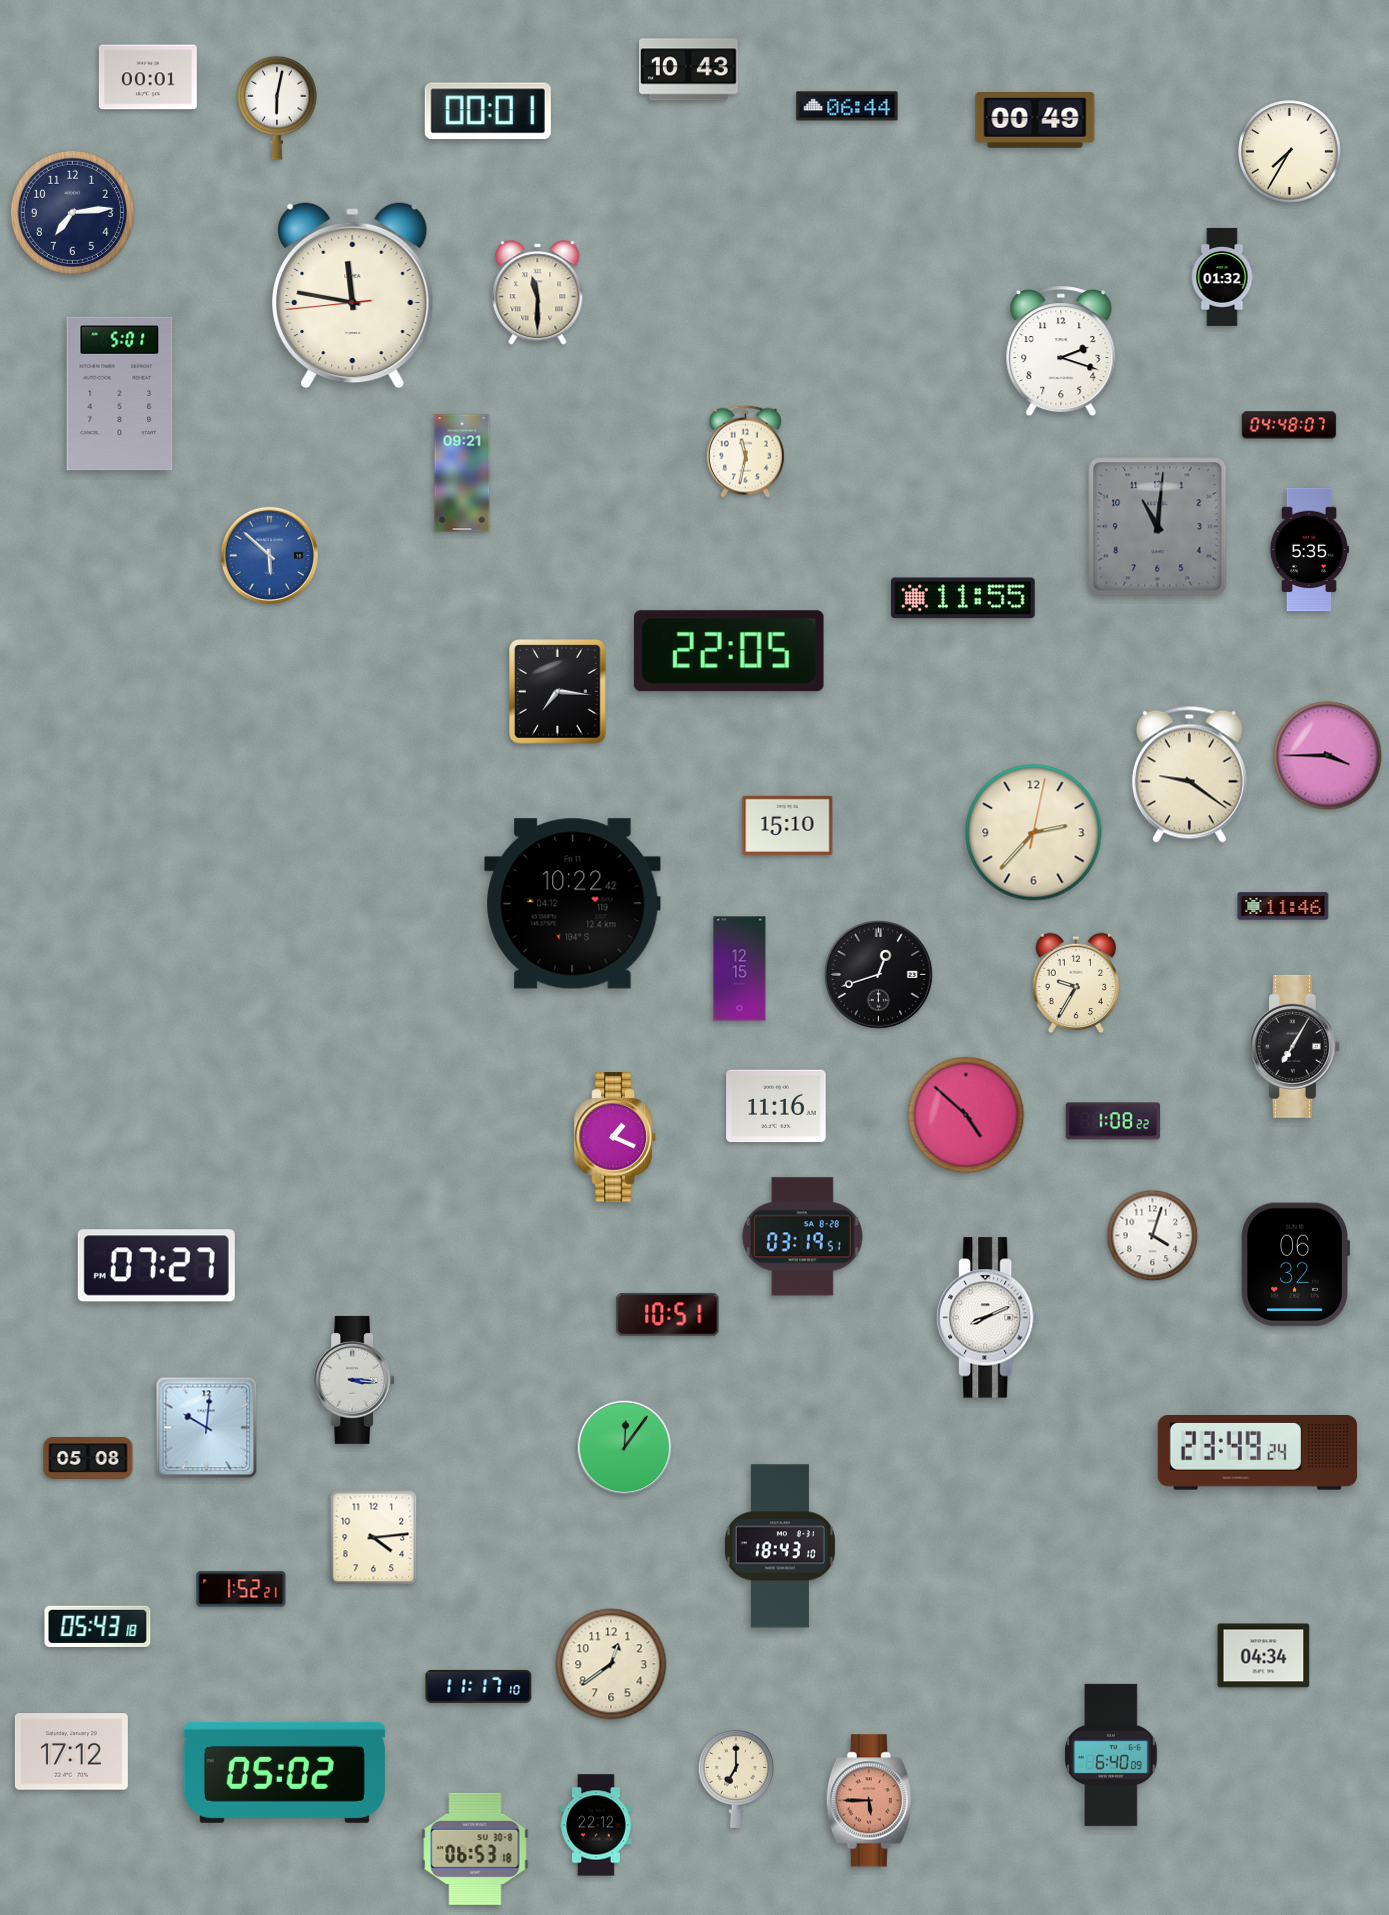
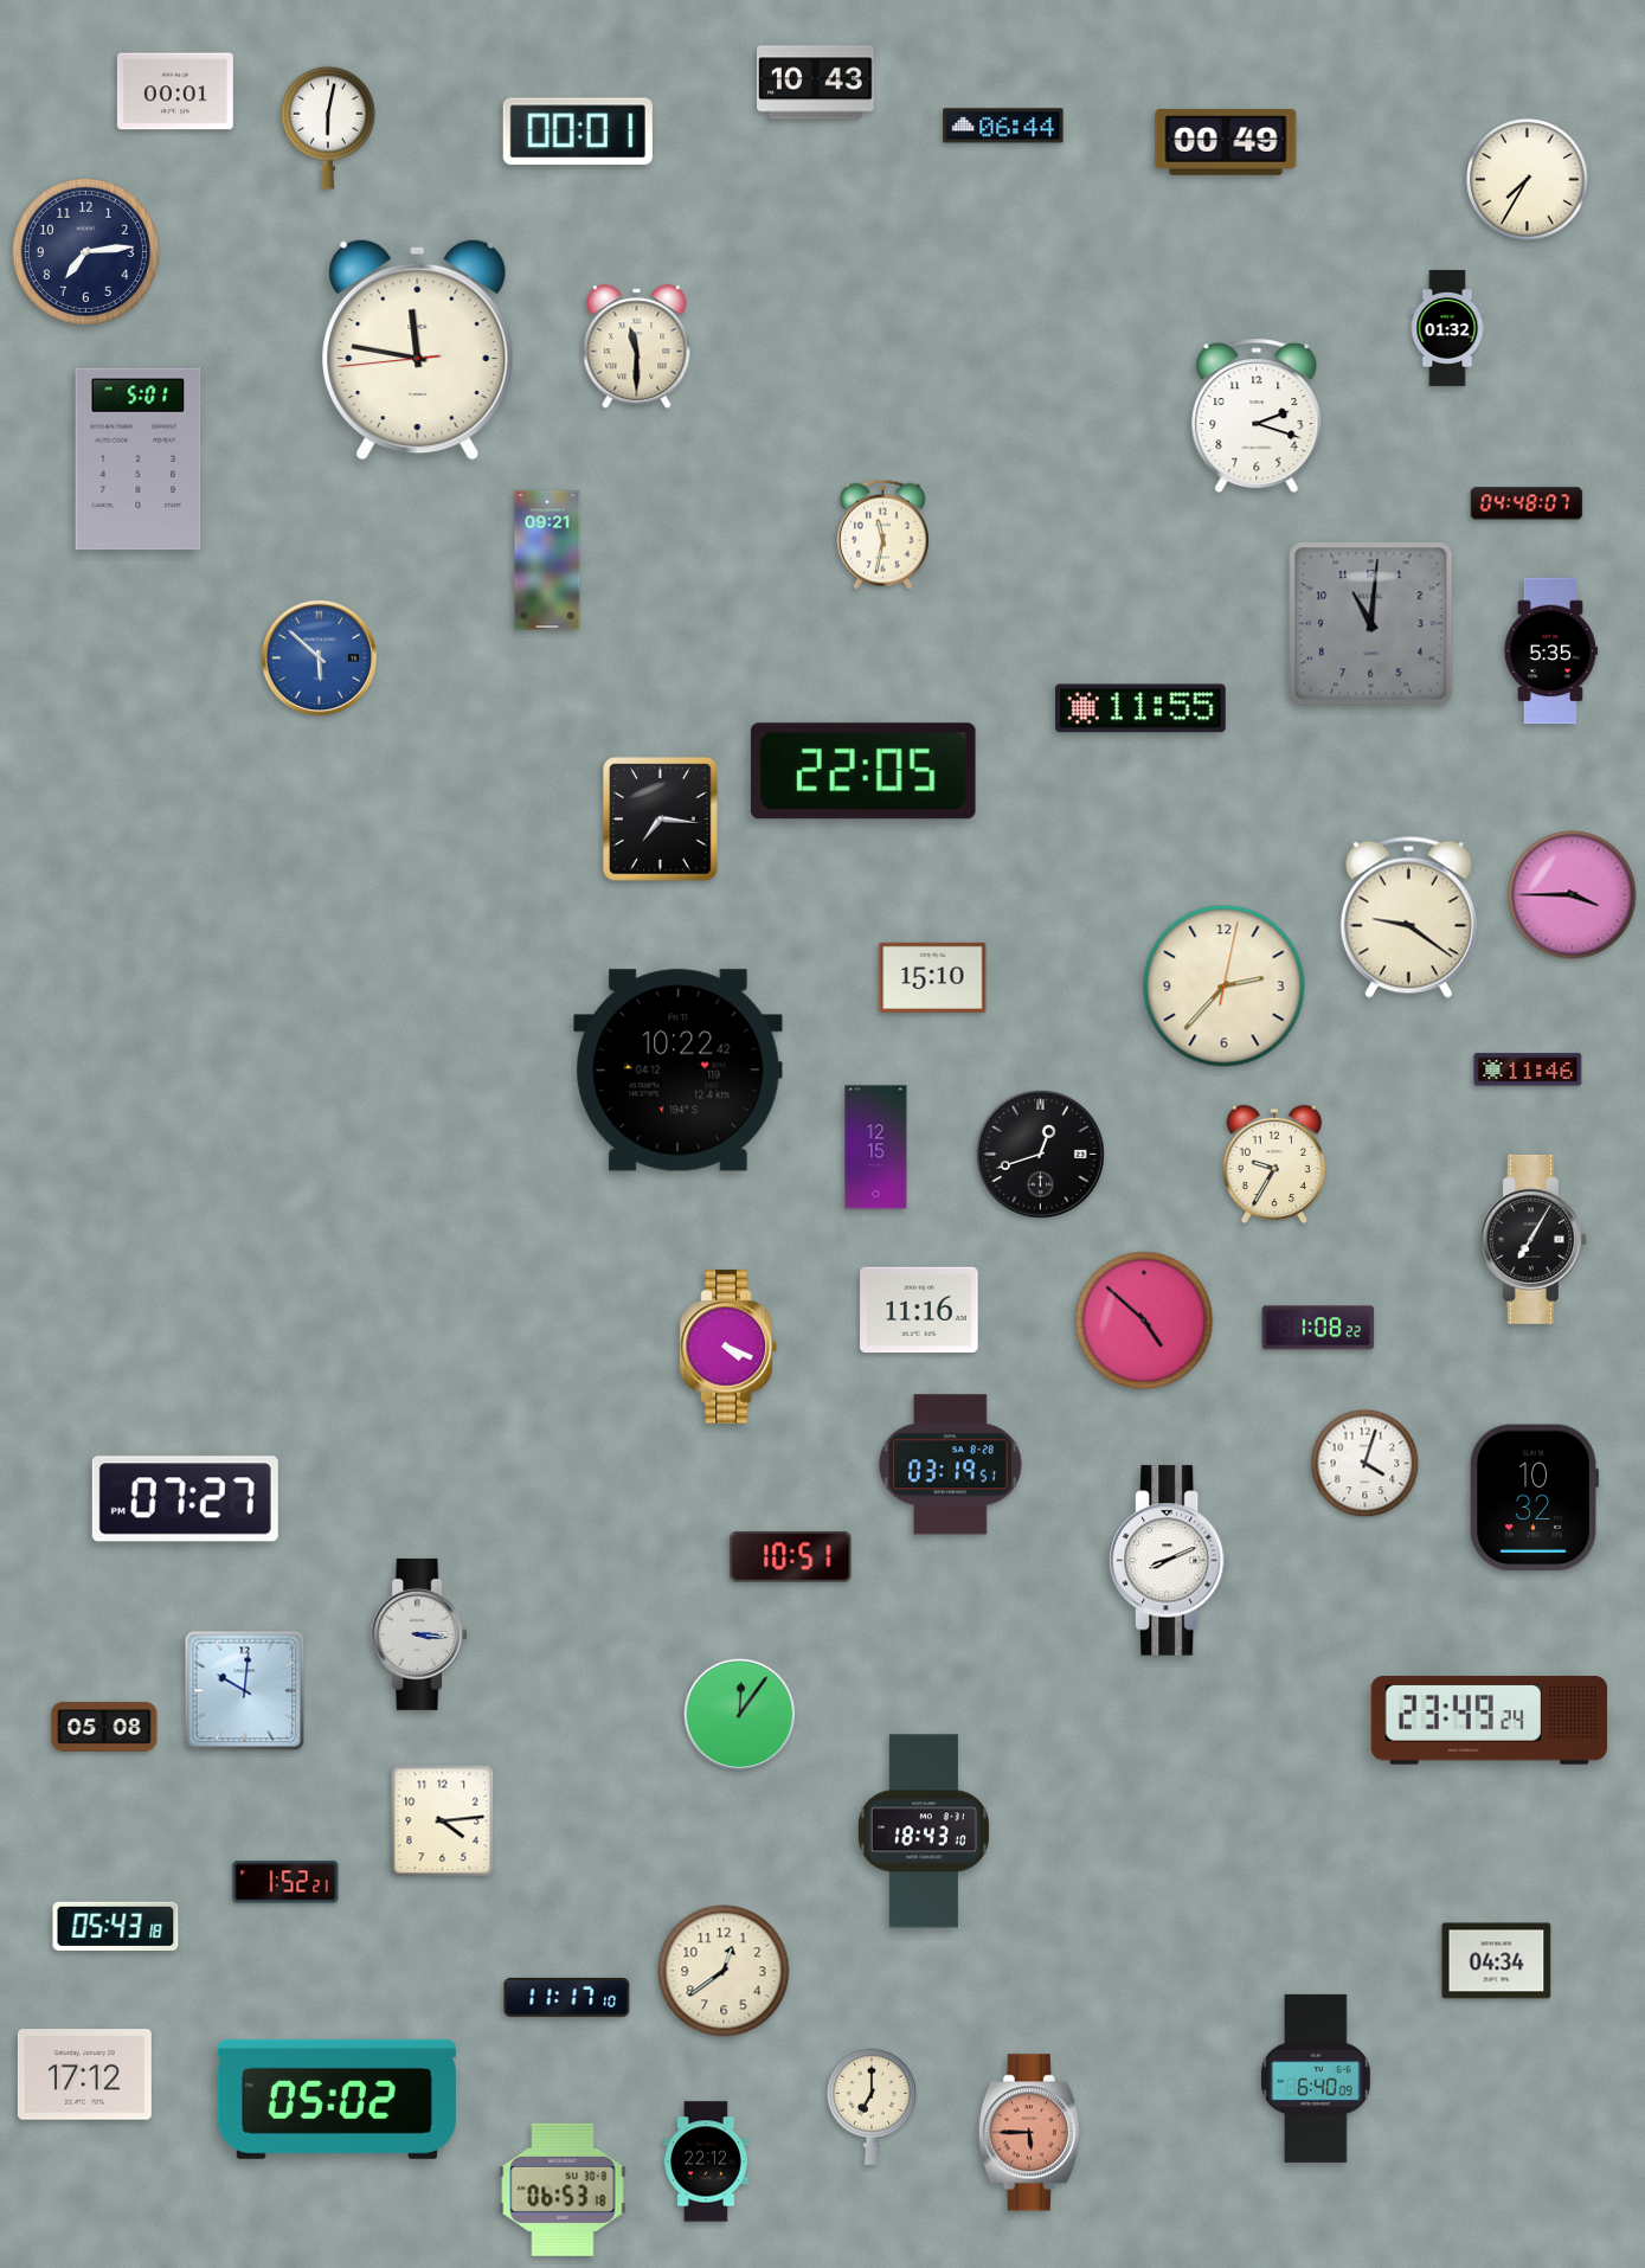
clock at (120, 394) position: (120, 394) -> (139, 460)
clock at (1283, 906) position: (1283, 906) -> (1528, 1069)
clock at (615, 1137): 1:19 -> 4:19
clock at (1296, 1265): 06:32 -> 10:32
